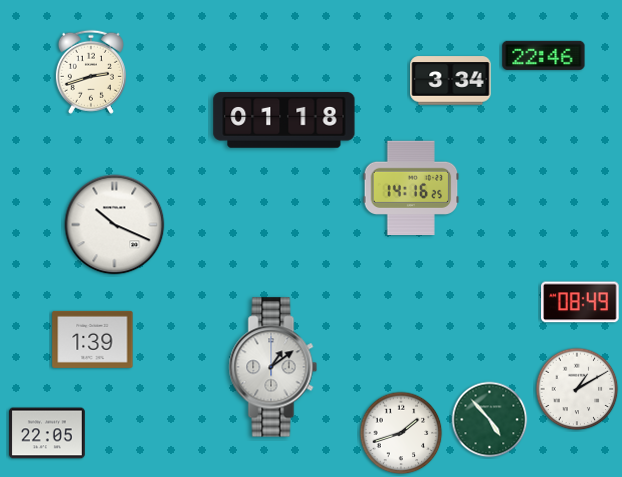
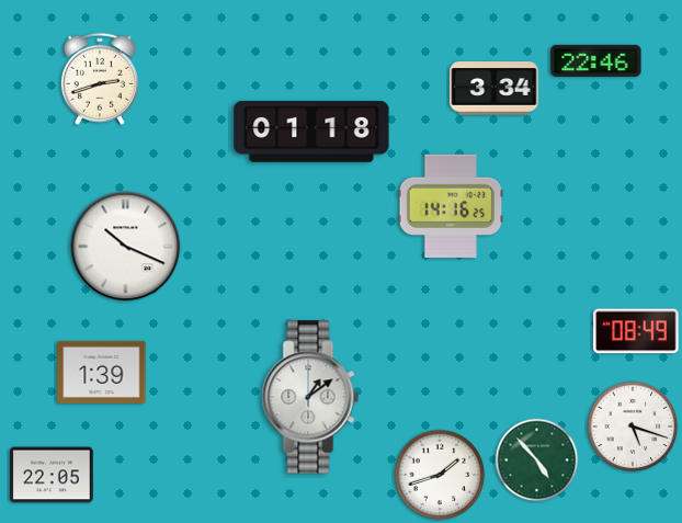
clock at (273, 367) position: (273, 367) -> (310, 397)
clock at (577, 389): 1:10 -> 5:18
